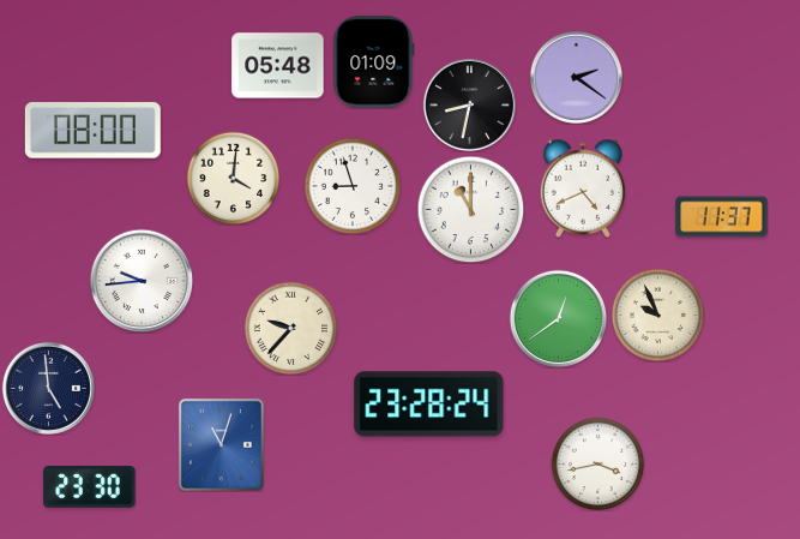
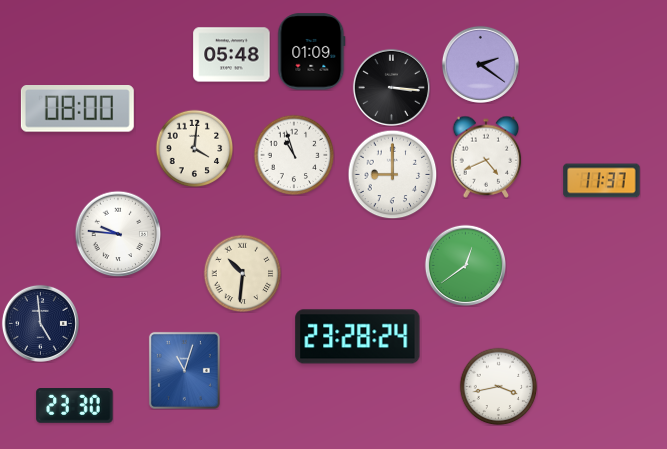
clock at (469, 104): 8:32 -> 3:16
clock at (353, 186): 8:57 -> 10:57
clock at (470, 209): 11:00 -> 9:00
clock at (142, 281): 9:44 -> 9:46
clock at (657, 315): 9:56 -> none
clock at (290, 328): 9:37 -> 10:31
